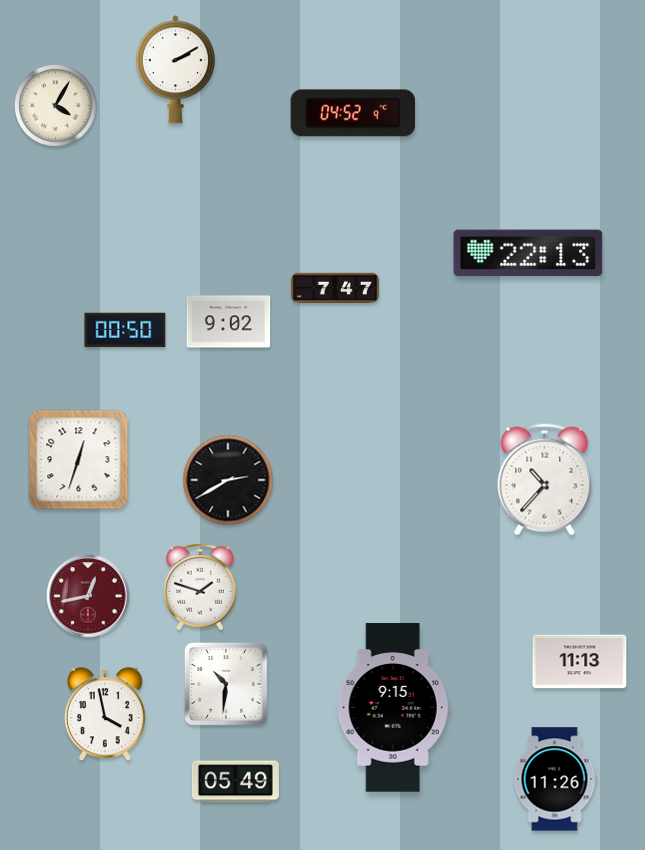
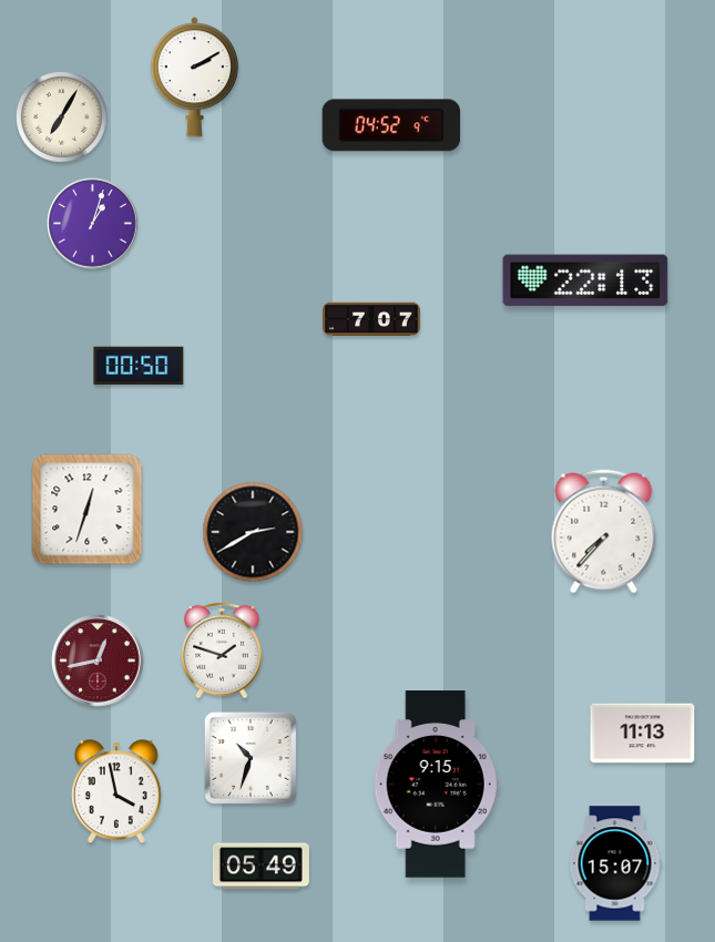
clock at (56, 106): 4:05 -> 7:05
clock at (93, 224): none -> 1:03
clock at (336, 288): 7:47 -> 7:07
clock at (229, 322): 9:02 -> none
clock at (545, 480): 10:37 -> 7:37
clock at (226, 684): 10:31 -> 10:33
clock at (555, 779): 11:26 -> 15:07
